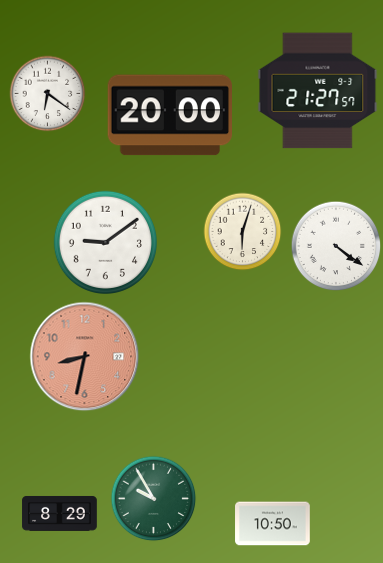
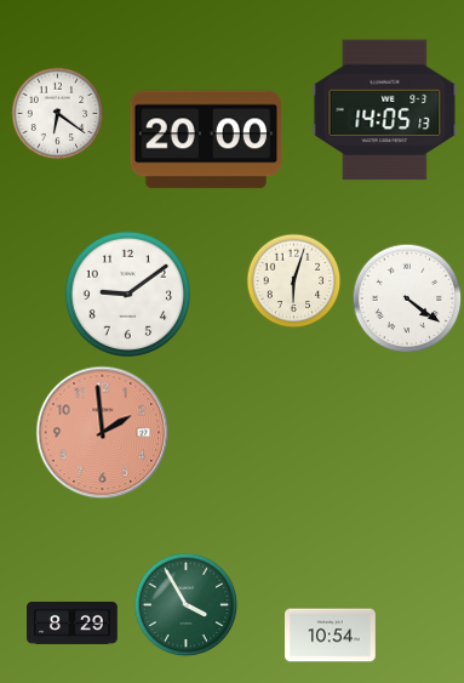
clock at (318, 91): 21:27 -> 14:05
clock at (85, 357): 8:32 -> 1:59
clock at (154, 499): 9:55 -> 3:55
clock at (273, 524): 10:50 -> 10:54
